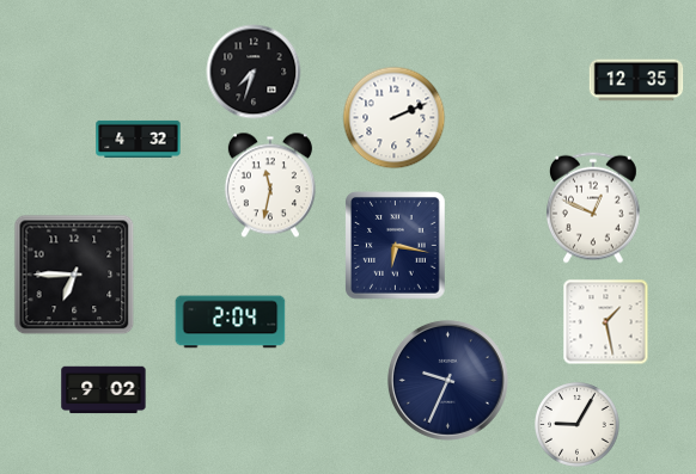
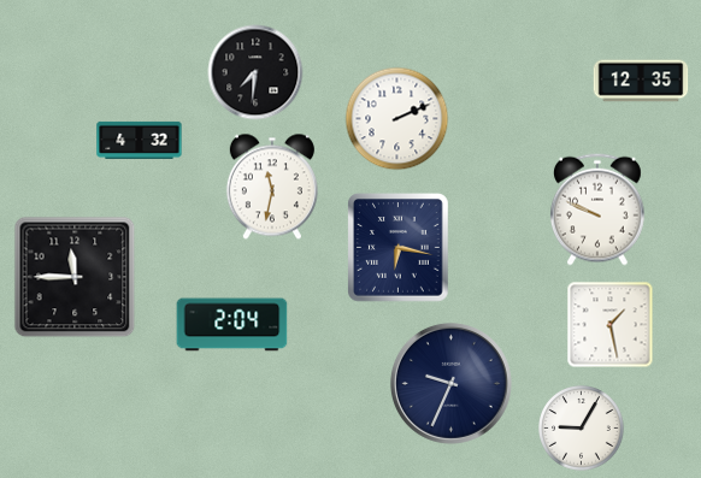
clock at (254, 72): 7:33 -> 7:31
clock at (593, 208): 12:49 -> 9:49
clock at (74, 275): 6:45 -> 11:45
clock at (104, 390): 9:02 -> none
